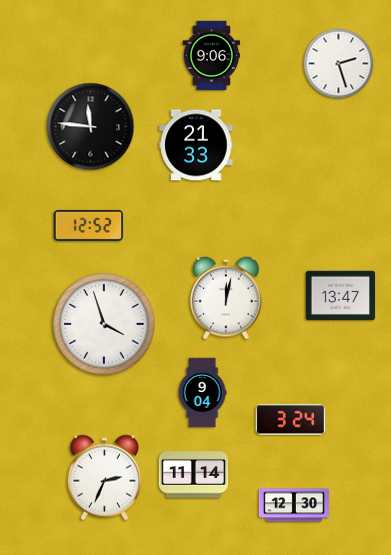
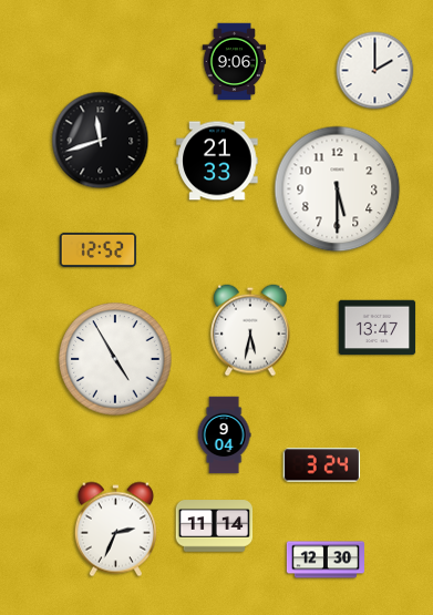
clock at (339, 64): 2:27 -> 2:00
clock at (91, 127): 11:46 -> 11:42
clock at (338, 189): none -> 5:30
clock at (226, 298): 12:02 -> 5:32
clock at (104, 324): 3:57 -> 4:55
